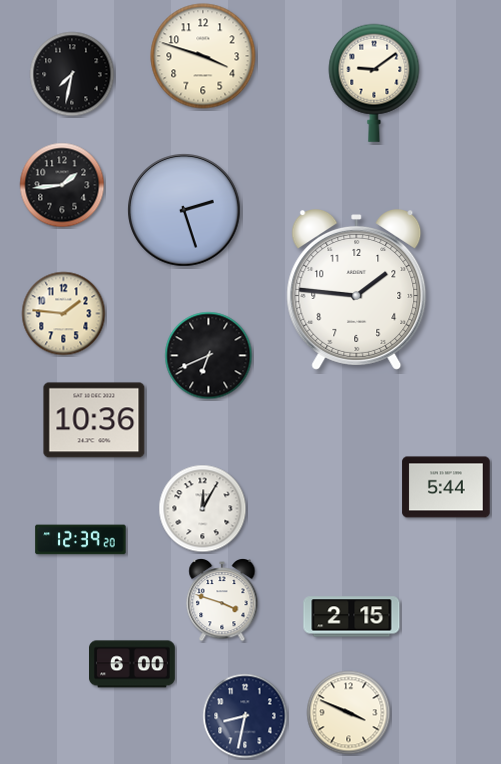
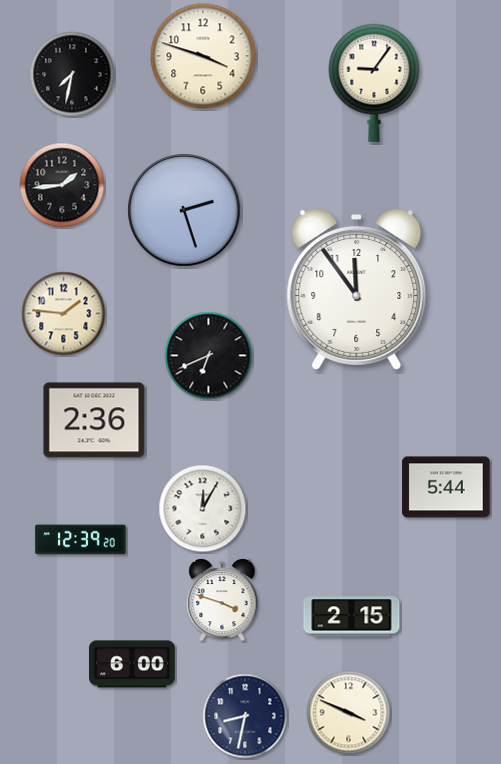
clock at (374, 83): 9:09 -> 9:06
clock at (357, 290): 1:46 -> 11:54
clock at (94, 420): 10:36 -> 2:36
